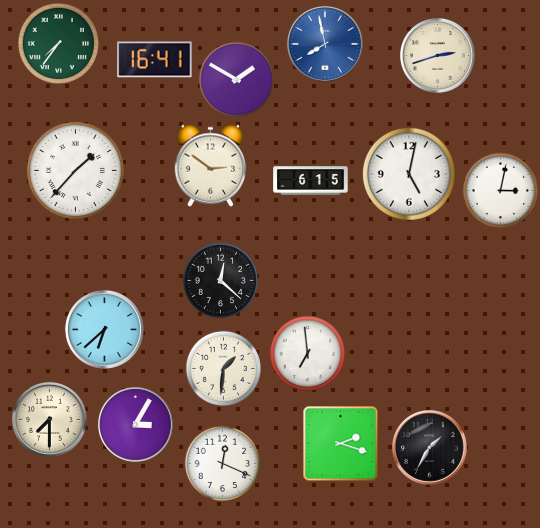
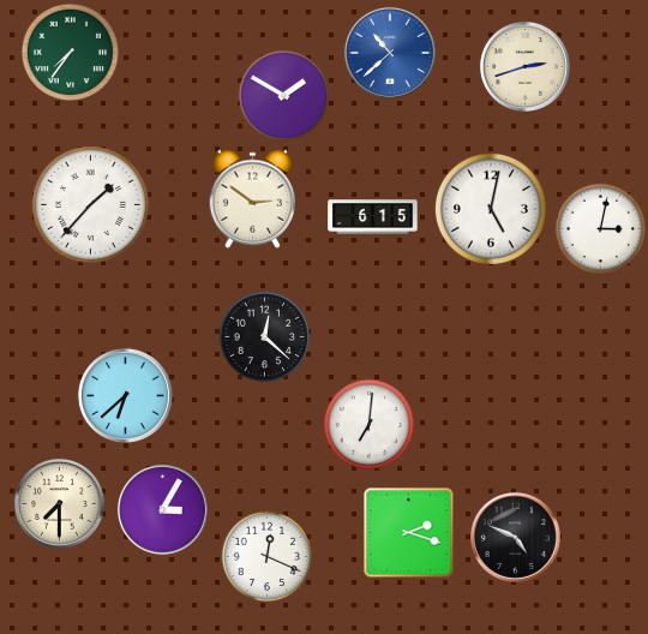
clock at (325, 44): 7:58 -> 10:38
clock at (155, 60): 16:41 -> none
clock at (308, 354): 6:59 -> 7:01
clock at (224, 369): 1:31 -> none
clock at (429, 447): 1:35 -> 4:49
